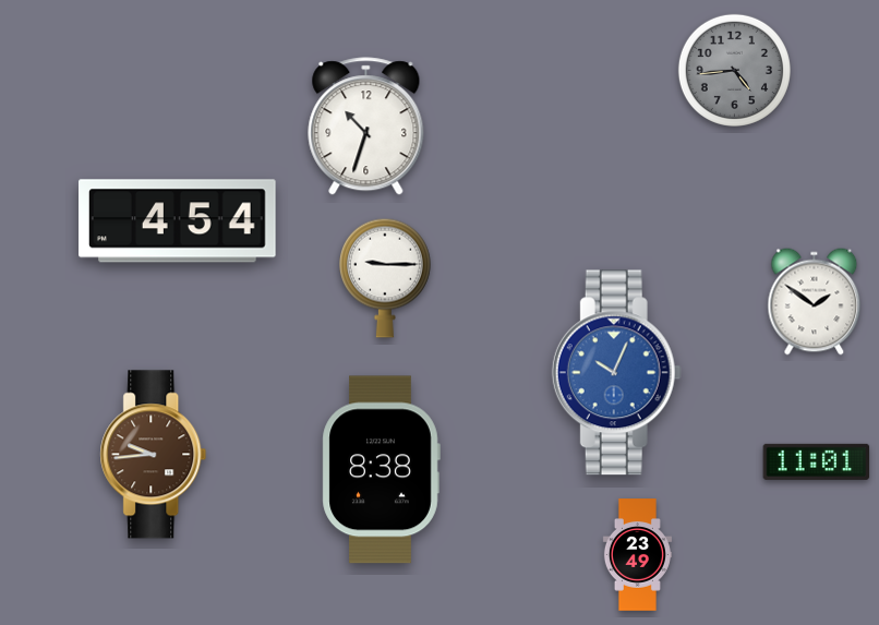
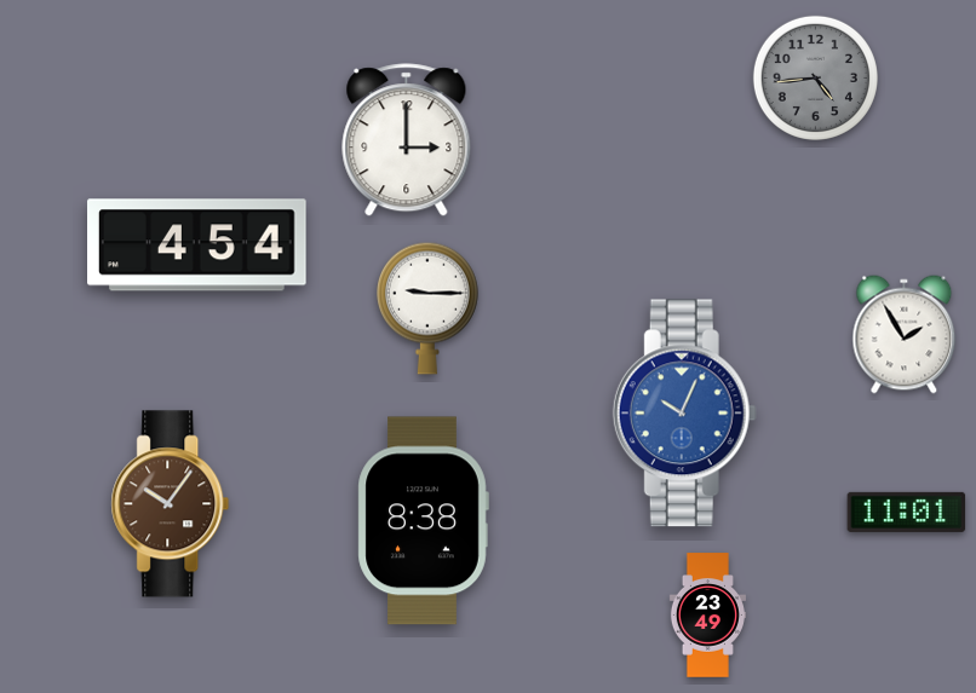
clock at (366, 127): 10:33 -> 3:00
clock at (815, 302): 1:51 -> 1:55
clock at (154, 455): 9:44 -> 10:06
